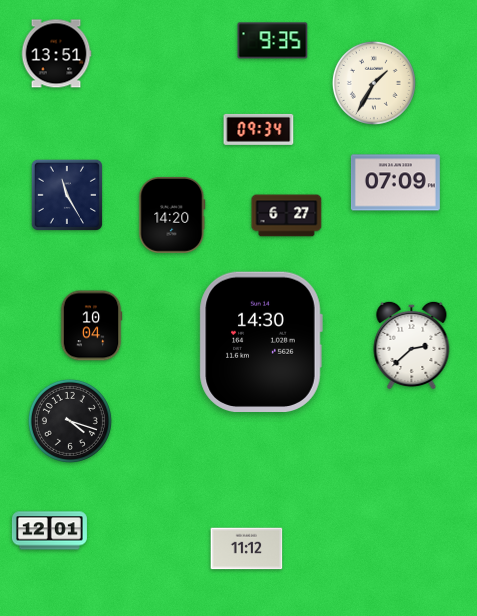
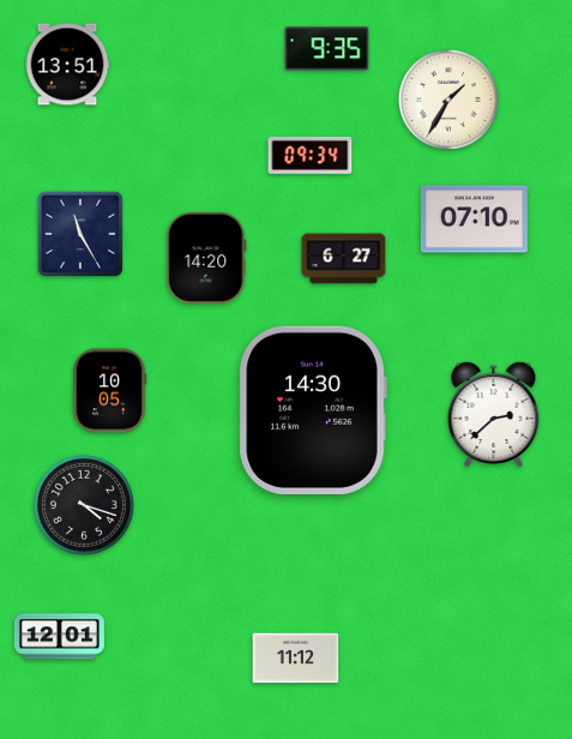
clock at (395, 183): 07:09 -> 07:10
clock at (91, 326): 10:04 -> 10:05
